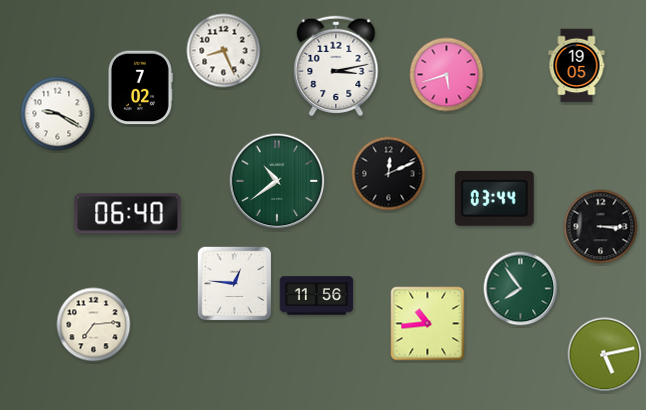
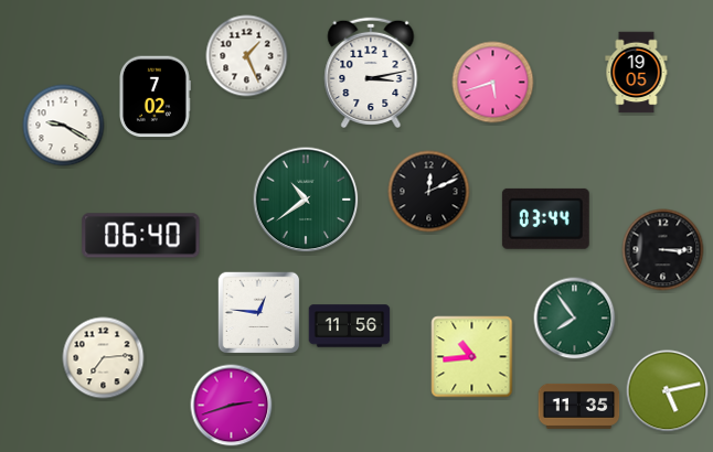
clock at (224, 51): 8:26 -> 1:26
clock at (232, 406): none -> 2:42
clock at (579, 406): none -> 11:35
